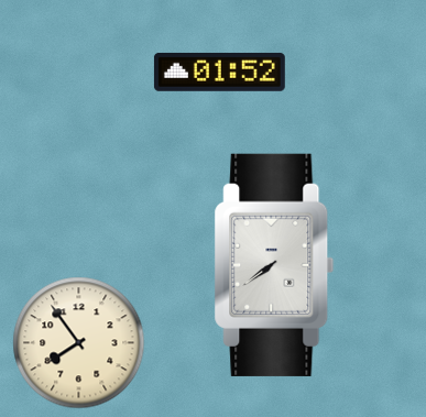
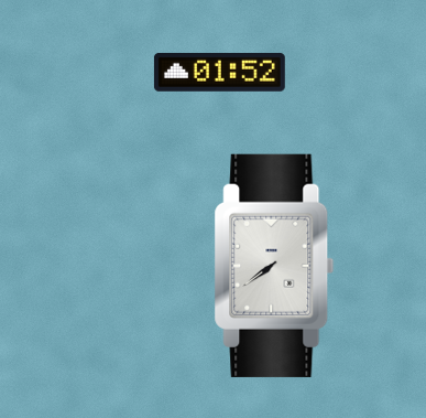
clock at (79, 343): 7:54 -> none
